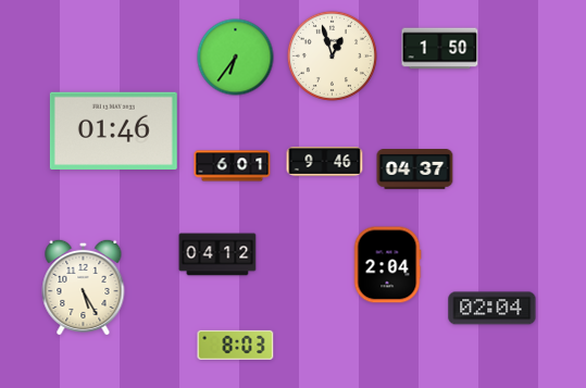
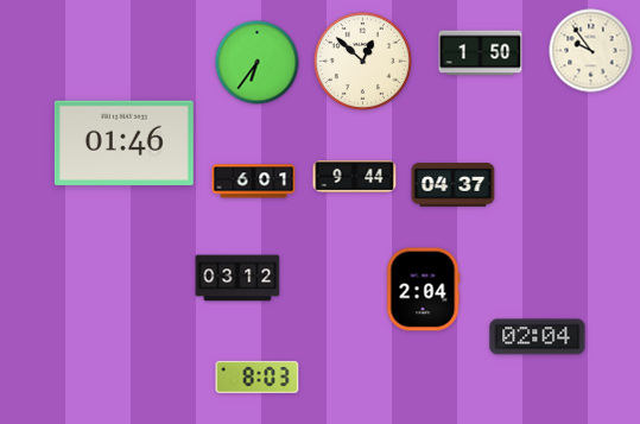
clock at (591, 51): none -> 9:54
clock at (332, 55): 12:57 -> 12:52
clock at (325, 162): 9:46 -> 9:44
clock at (217, 254): 04:12 -> 03:12
clock at (84, 287): 5:25 -> none
